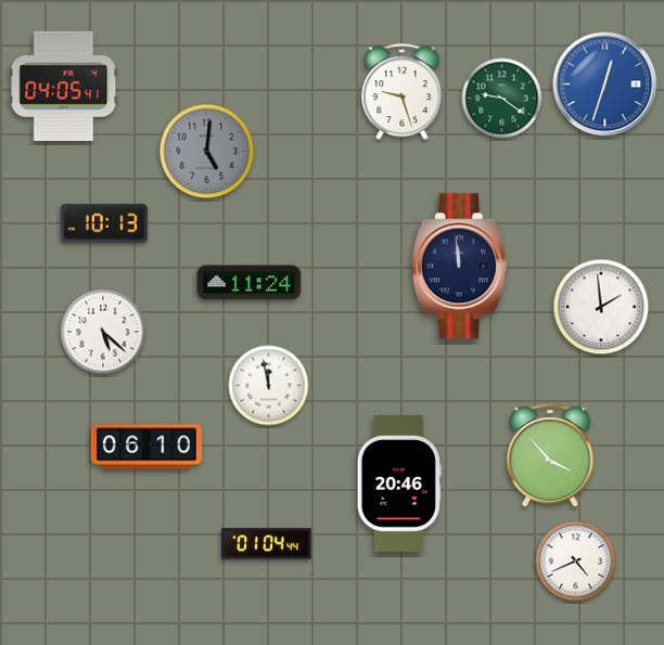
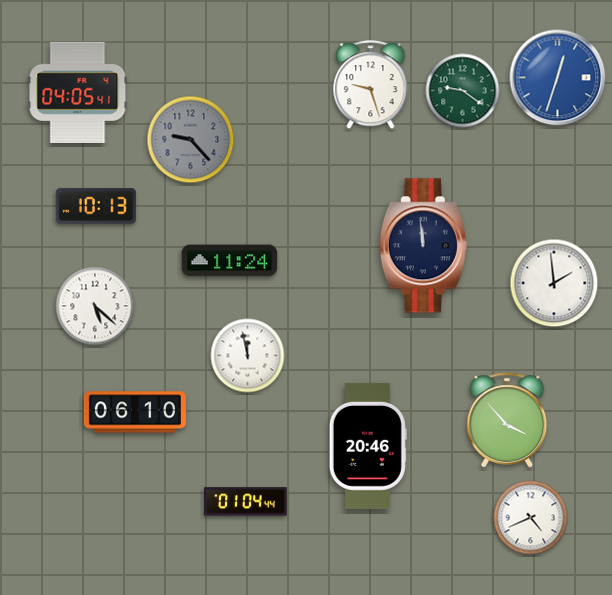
clock at (64, 86) position: (64, 86) -> (78, 92)
clock at (207, 152): 5:01 -> 9:23
